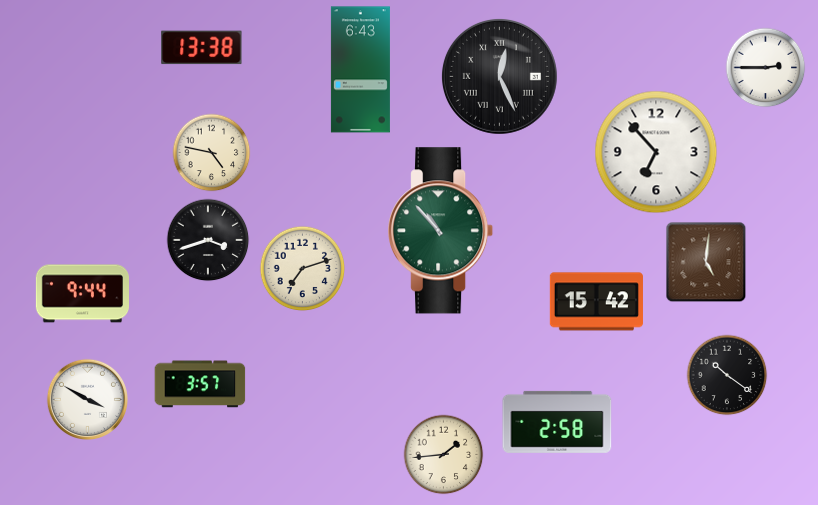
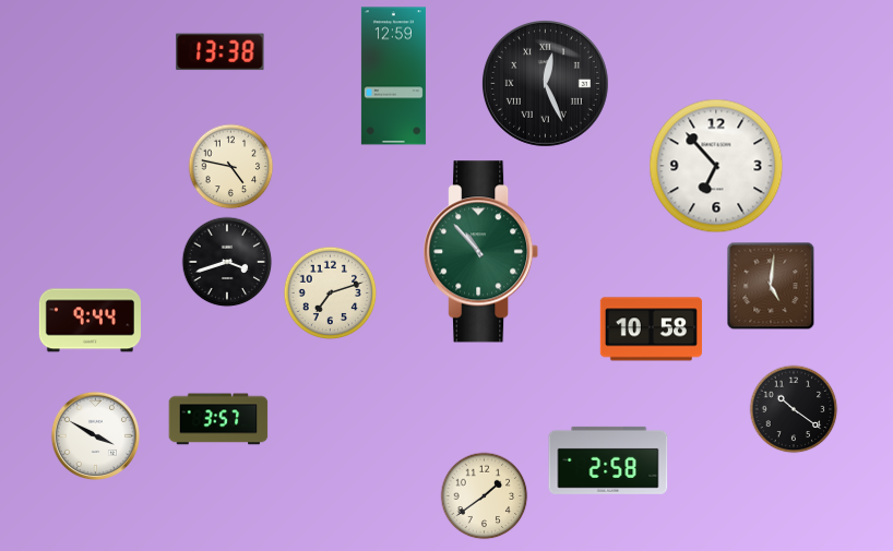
clock at (766, 68): 2:45 -> none
clock at (360, 70): 6:43 -> 12:59
clock at (596, 302): 15:42 -> 10:58
clock at (444, 455): 1:44 -> 1:39
